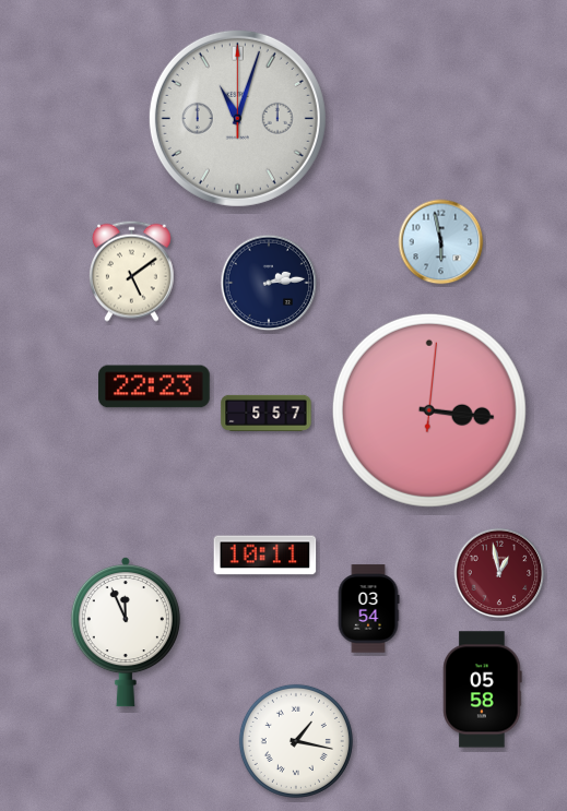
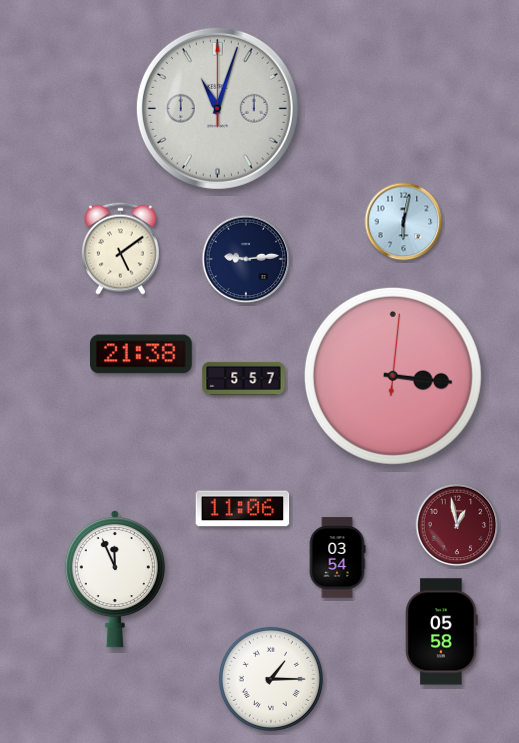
clock at (441, 242): 5:58 -> 6:02
clock at (269, 283): 2:14 -> 9:14
clock at (155, 386): 22:23 -> 21:38
clock at (265, 556): 10:11 -> 11:06
clock at (296, 741): 1:17 -> 1:15
